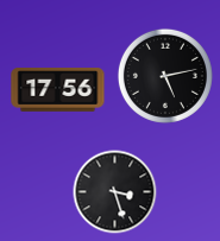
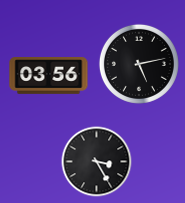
clock at (58, 90): 17:56 -> 03:56
clock at (115, 192): 3:27 -> 3:25
